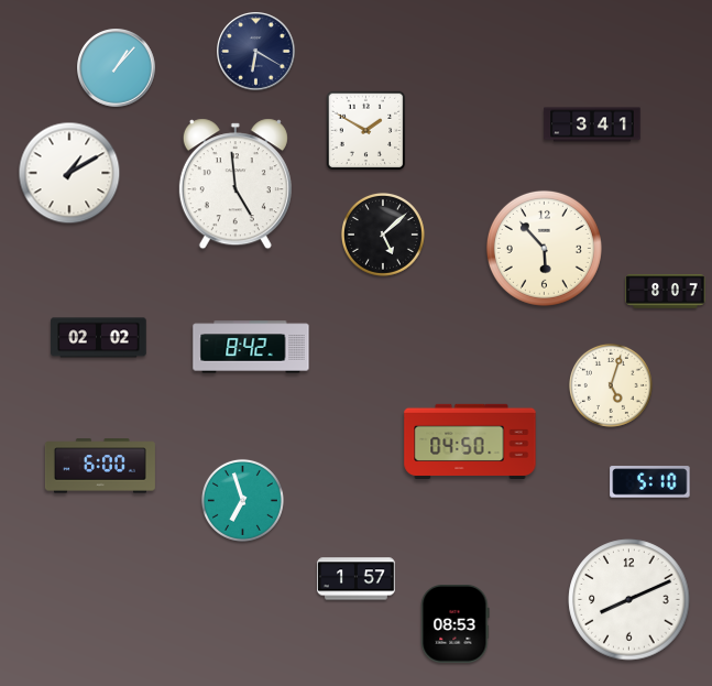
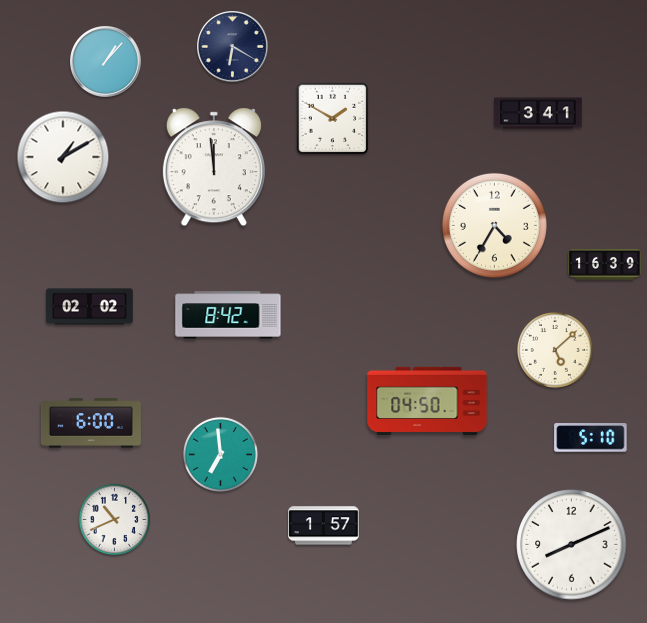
clock at (235, 184): 4:59 -> 11:59
clock at (383, 235): 5:08 -> none
clock at (544, 248): 5:53 -> 4:35
clock at (666, 292): 8:07 -> 16:39
clock at (611, 385): 5:03 -> 5:08
clock at (242, 500): 6:57 -> 6:59
clock at (115, 520): none -> 10:41
clock at (456, 624): 08:53 -> none
